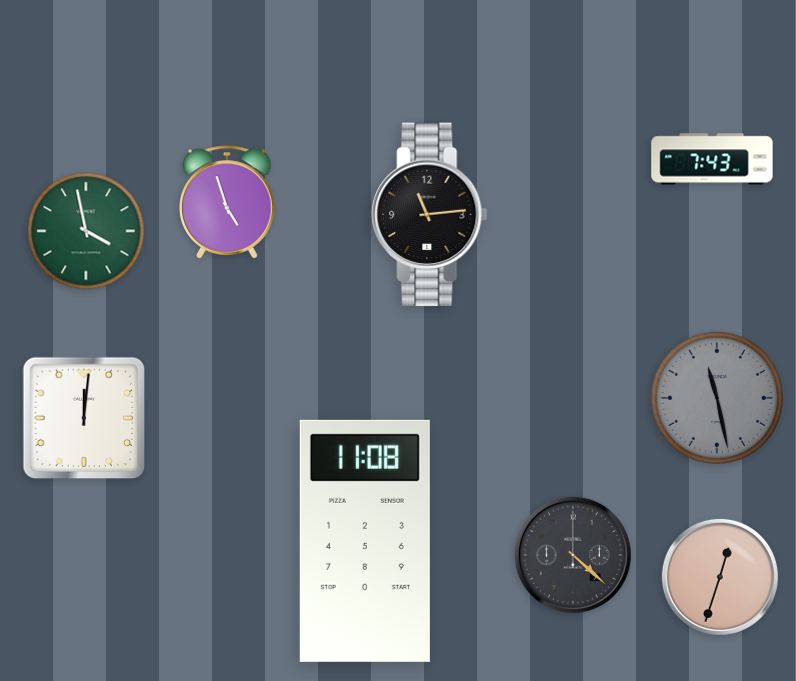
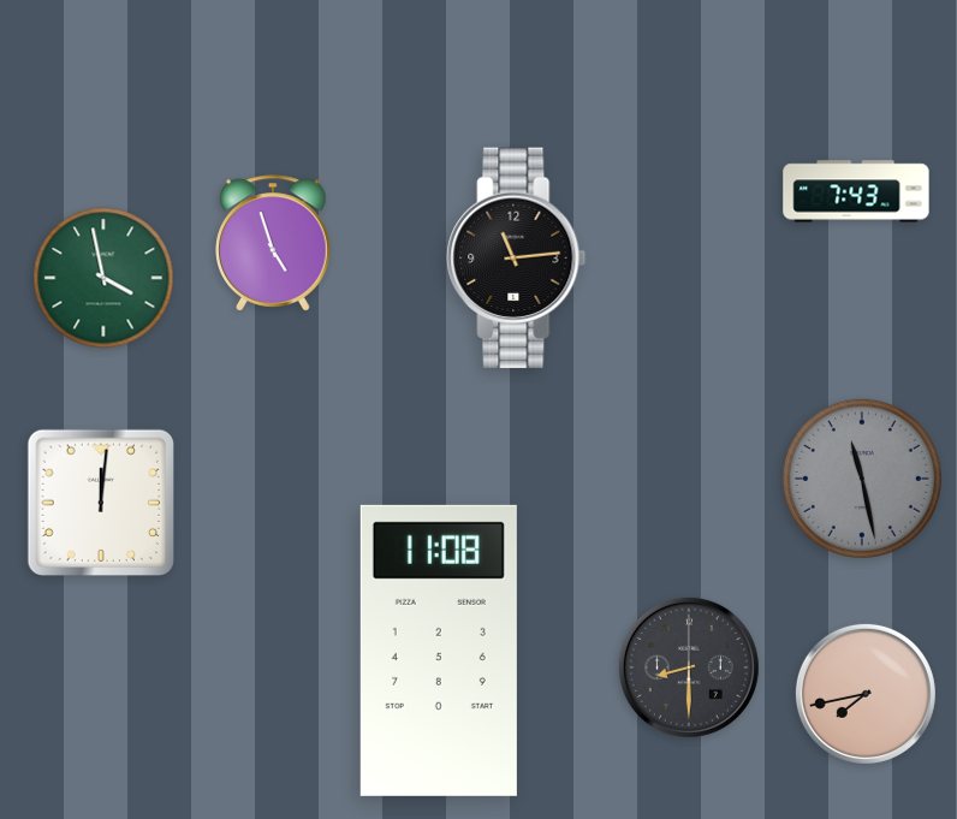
clock at (573, 555): 4:22 -> 8:30
clock at (720, 577): 12:33 -> 7:43
